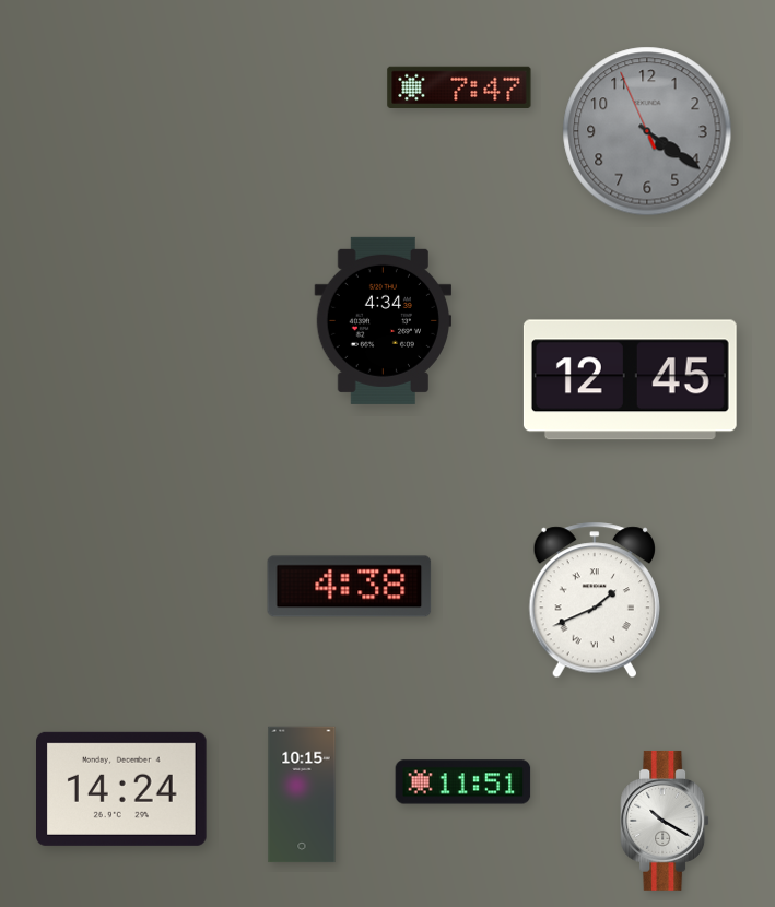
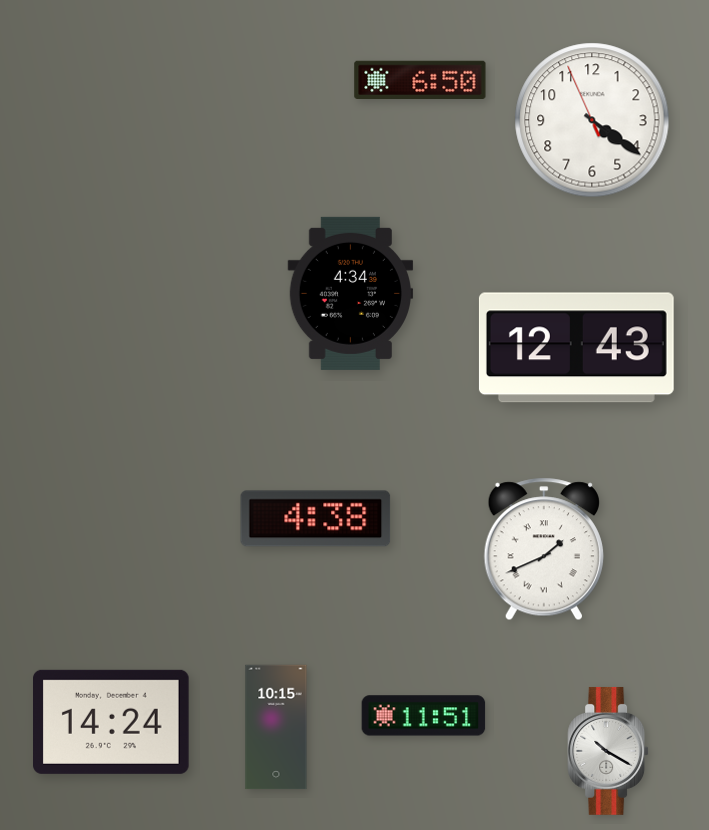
clock at (459, 87): 7:47 -> 6:50
clock at (647, 131) dial: grey -> white
clock at (630, 380): 12:45 -> 12:43
clock at (350, 587) position: (350, 587) -> (316, 519)
